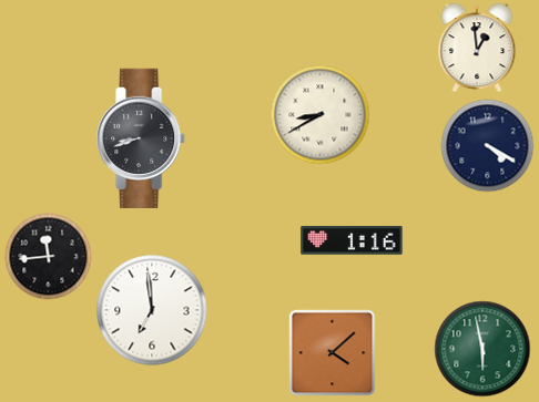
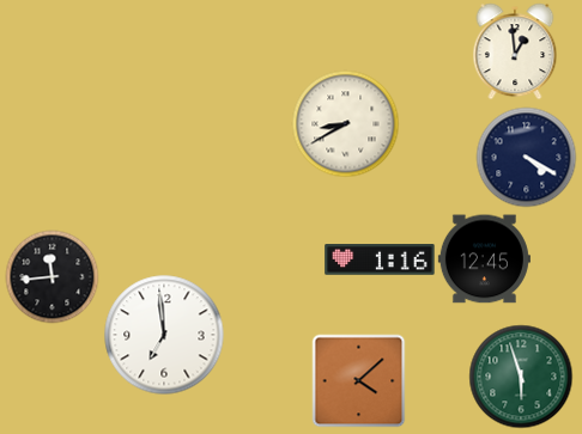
clock at (142, 138): 8:42 -> none
clock at (484, 259): none -> 12:45
clock at (482, 349): 5:58 -> 5:57
